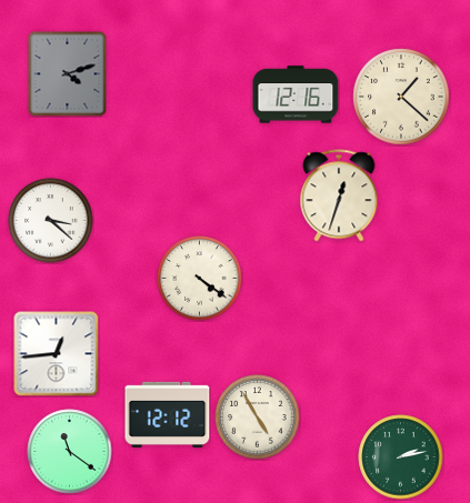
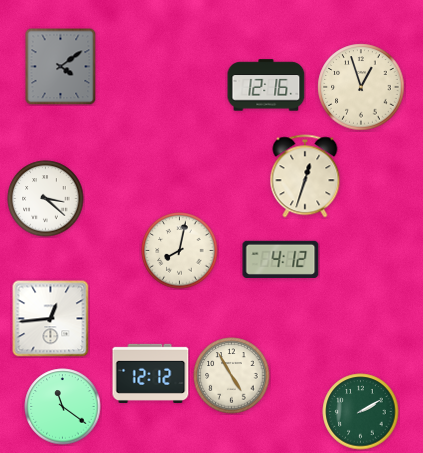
clock at (68, 73): 4:12 -> 4:09
clock at (401, 97): 1:22 -> 12:57
clock at (200, 279): 4:21 -> 8:02
clock at (281, 259): none -> 4:12
clock at (401, 457): 2:13 -> 2:10
